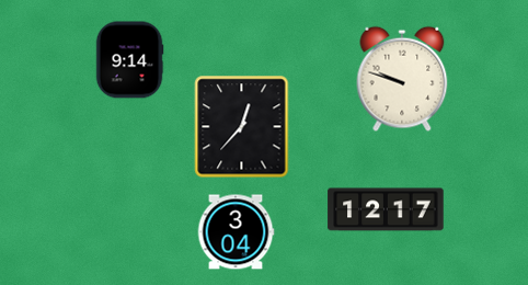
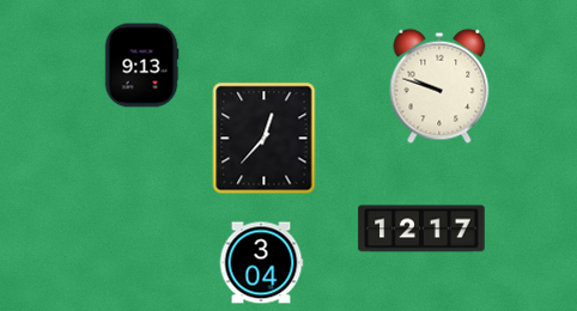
clock at (129, 60): 9:14 -> 9:13
clock at (236, 232) position: (236, 232) -> (261, 263)
